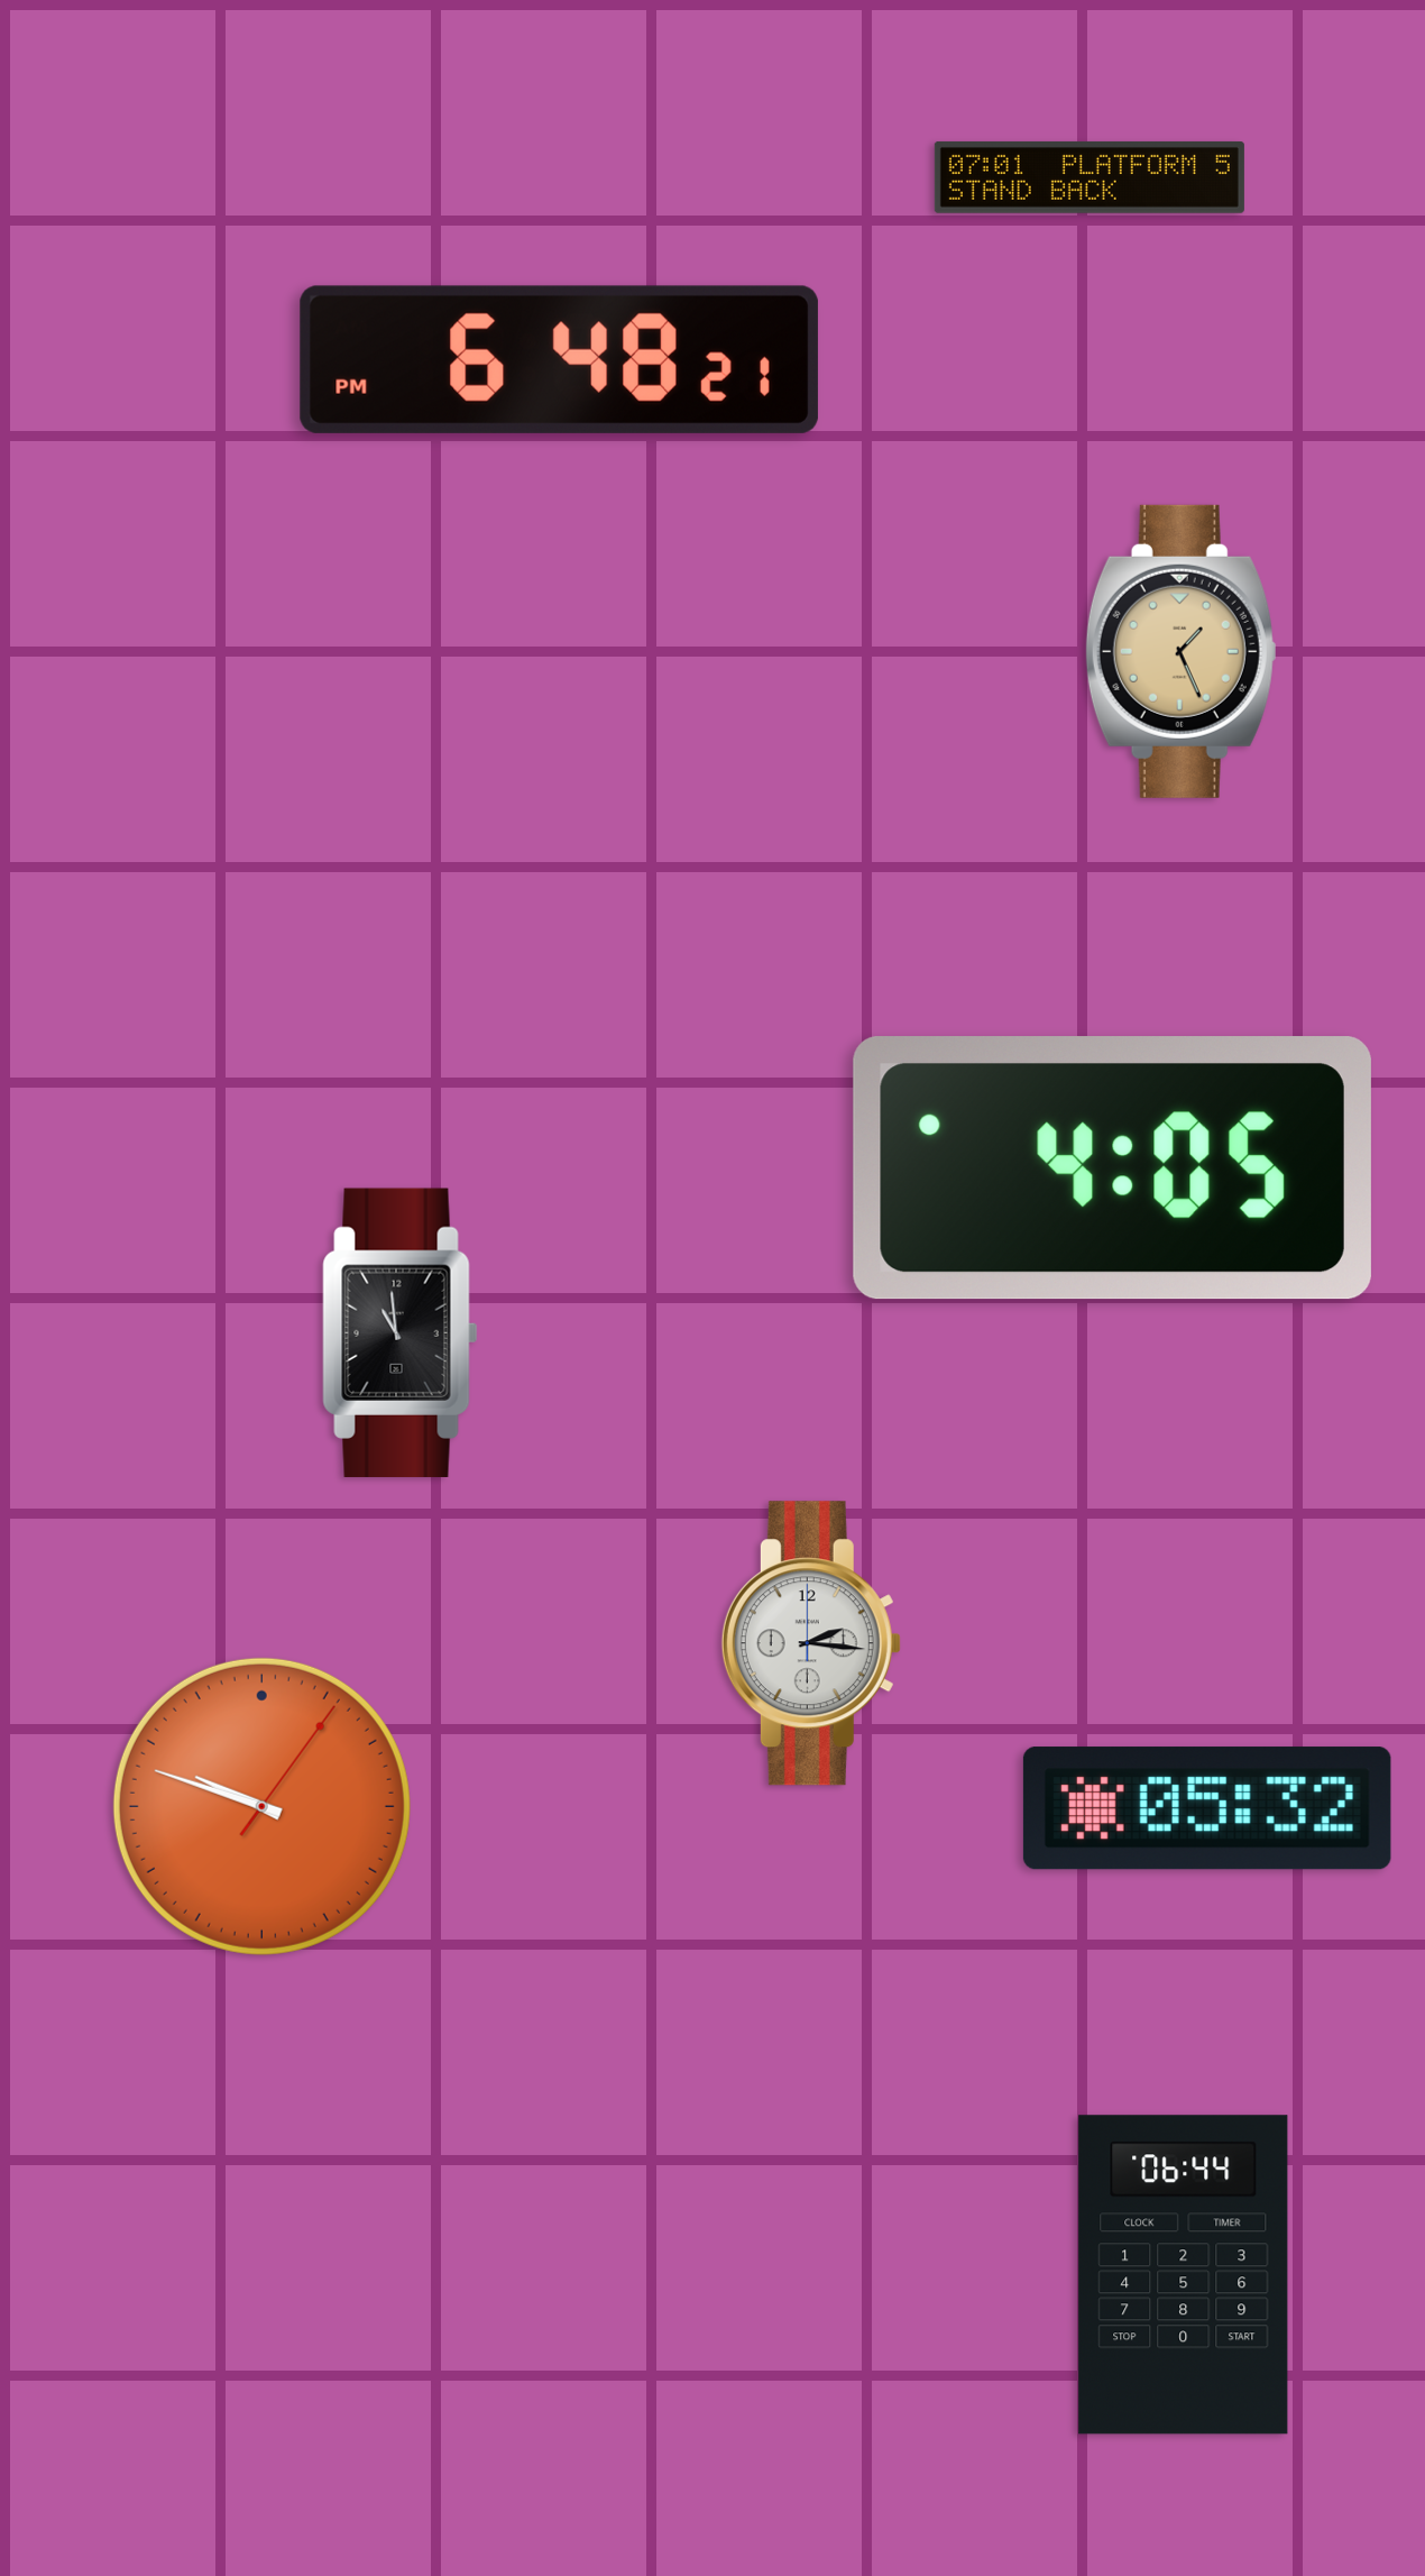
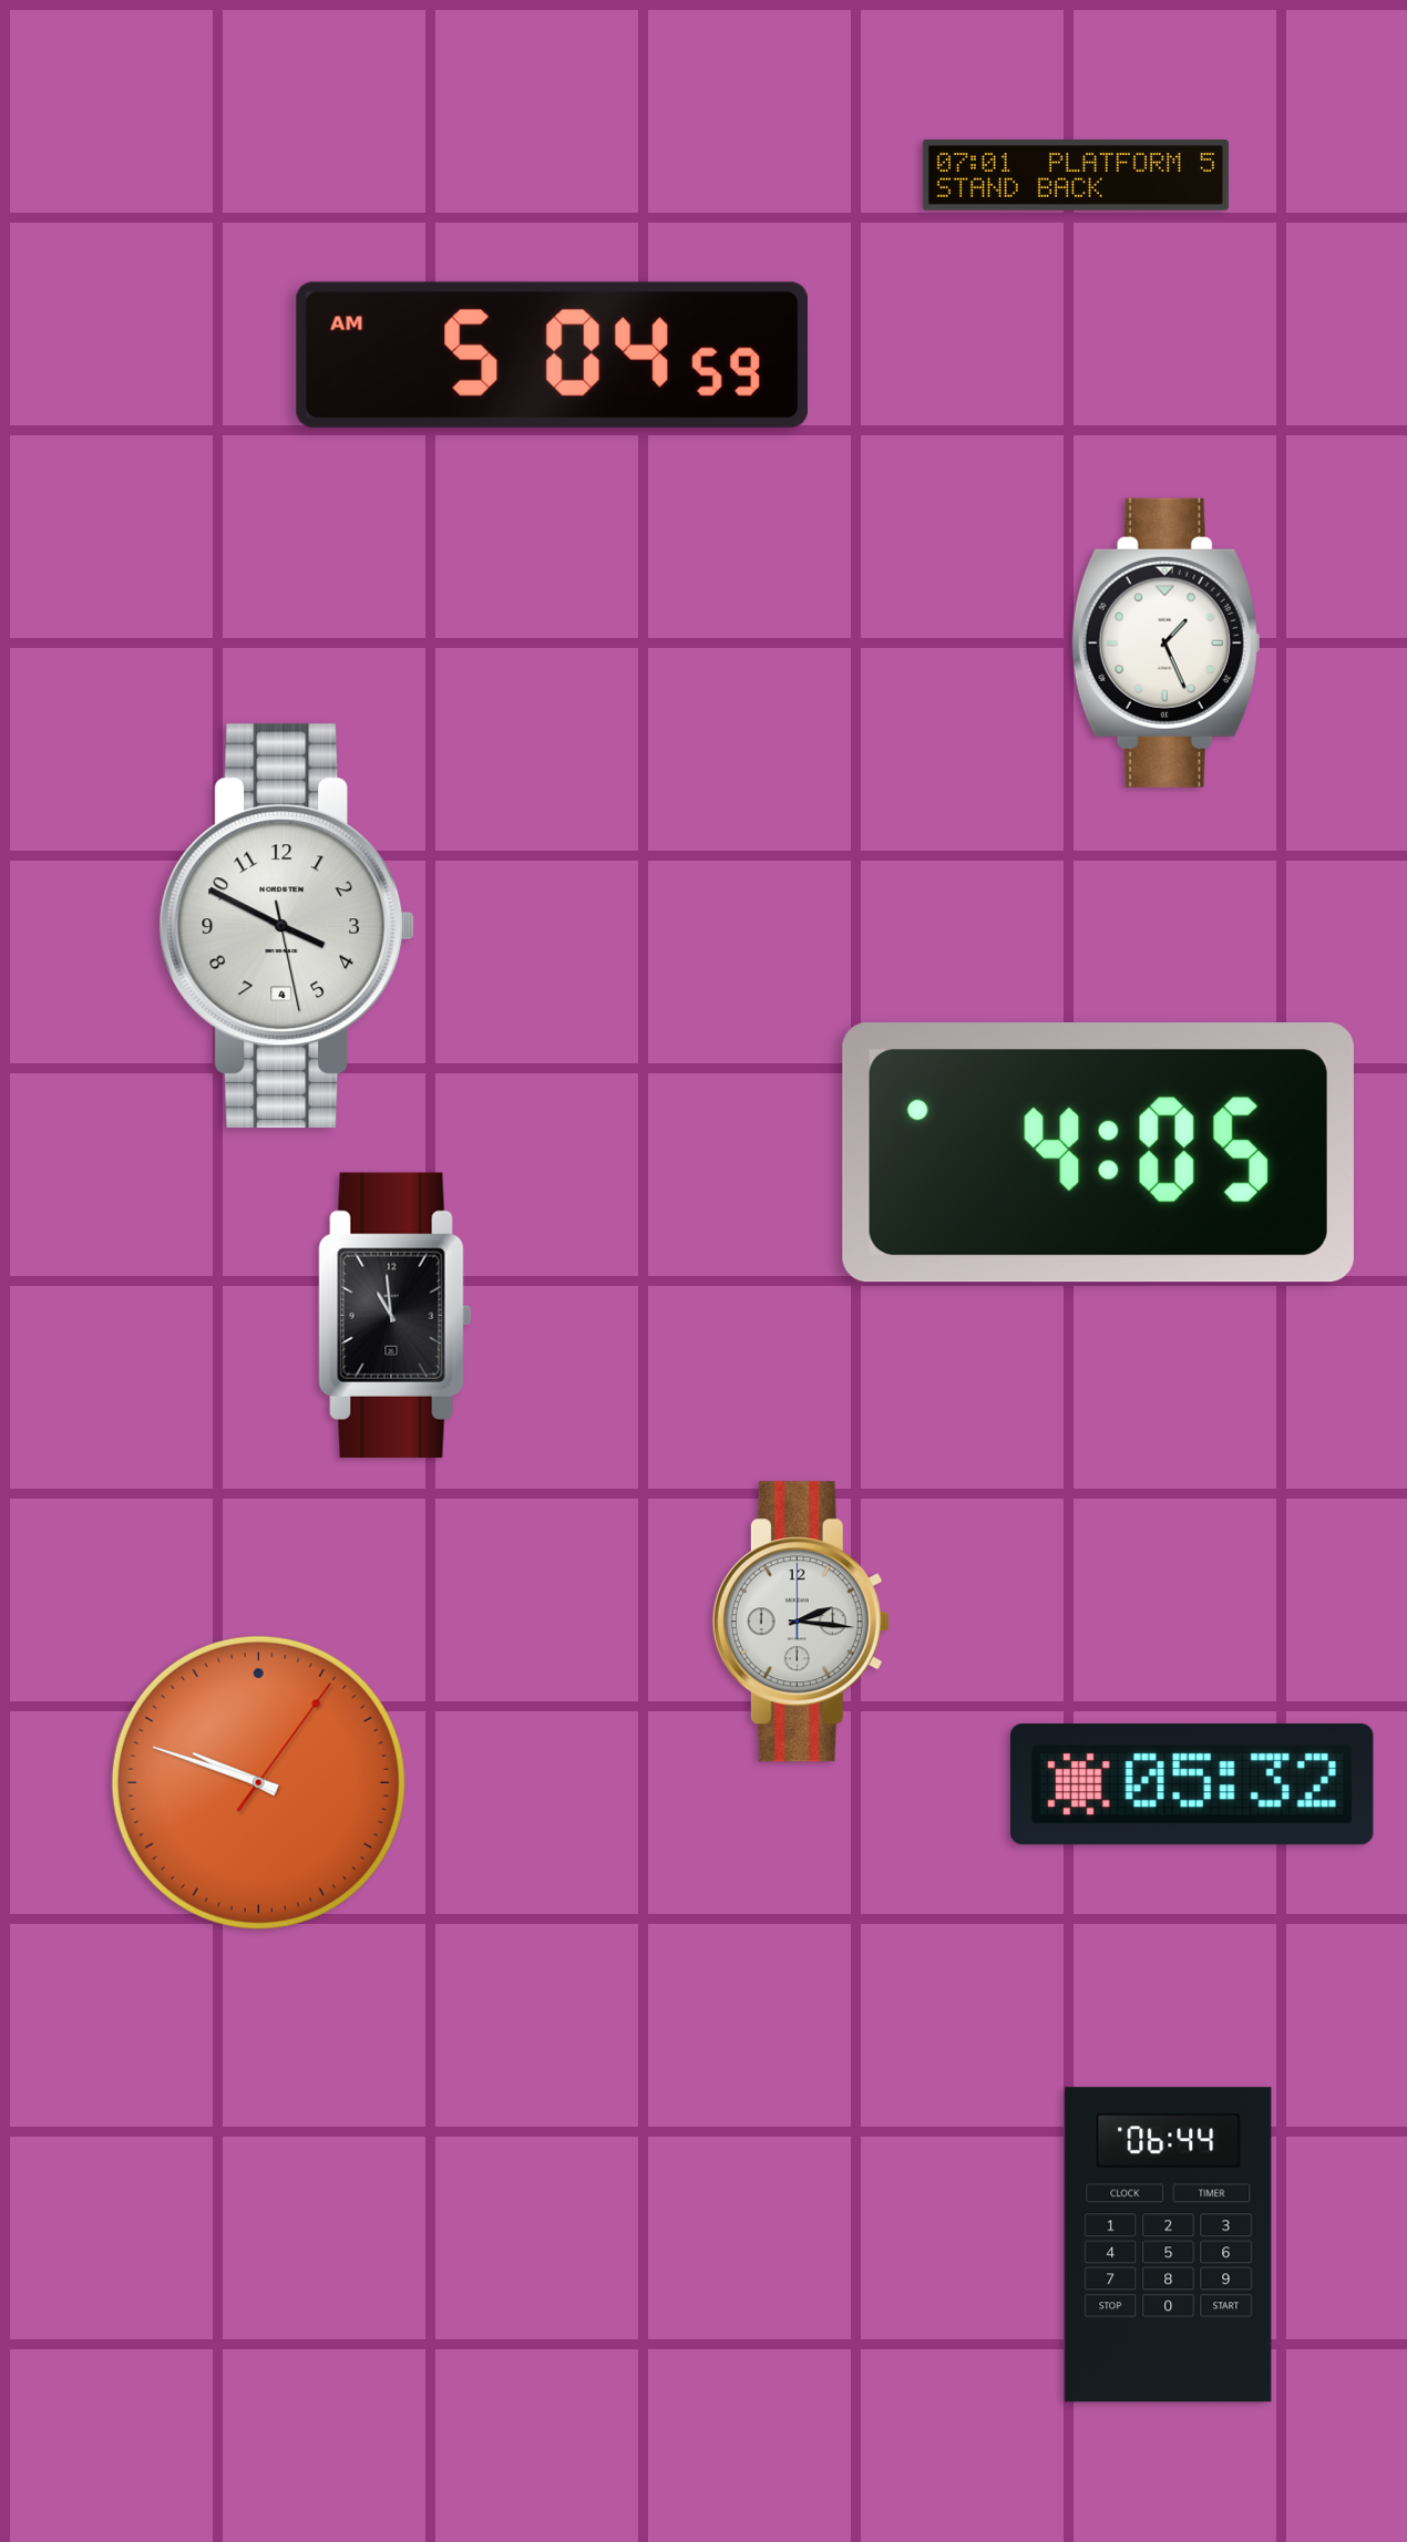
clock at (559, 359): 6:48 -> 5:04
clock at (1180, 651) dial: champagne -> white
clock at (287, 926): none -> 3:49
